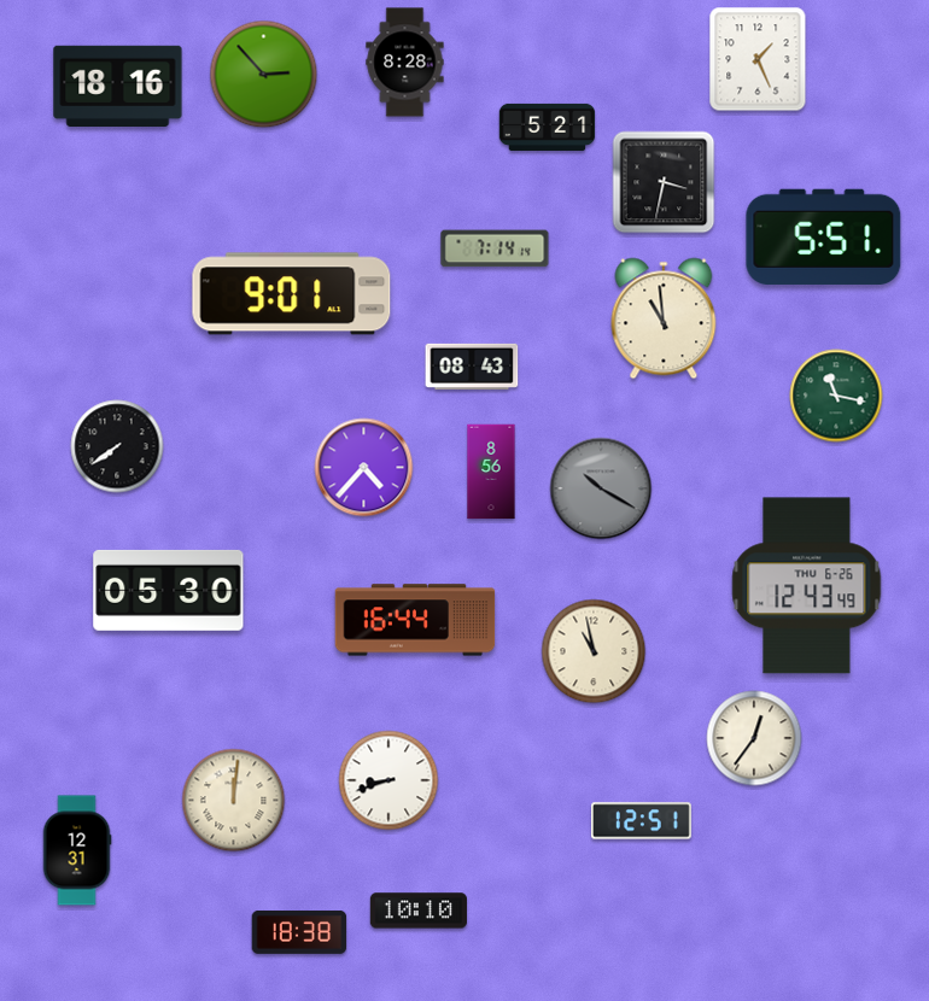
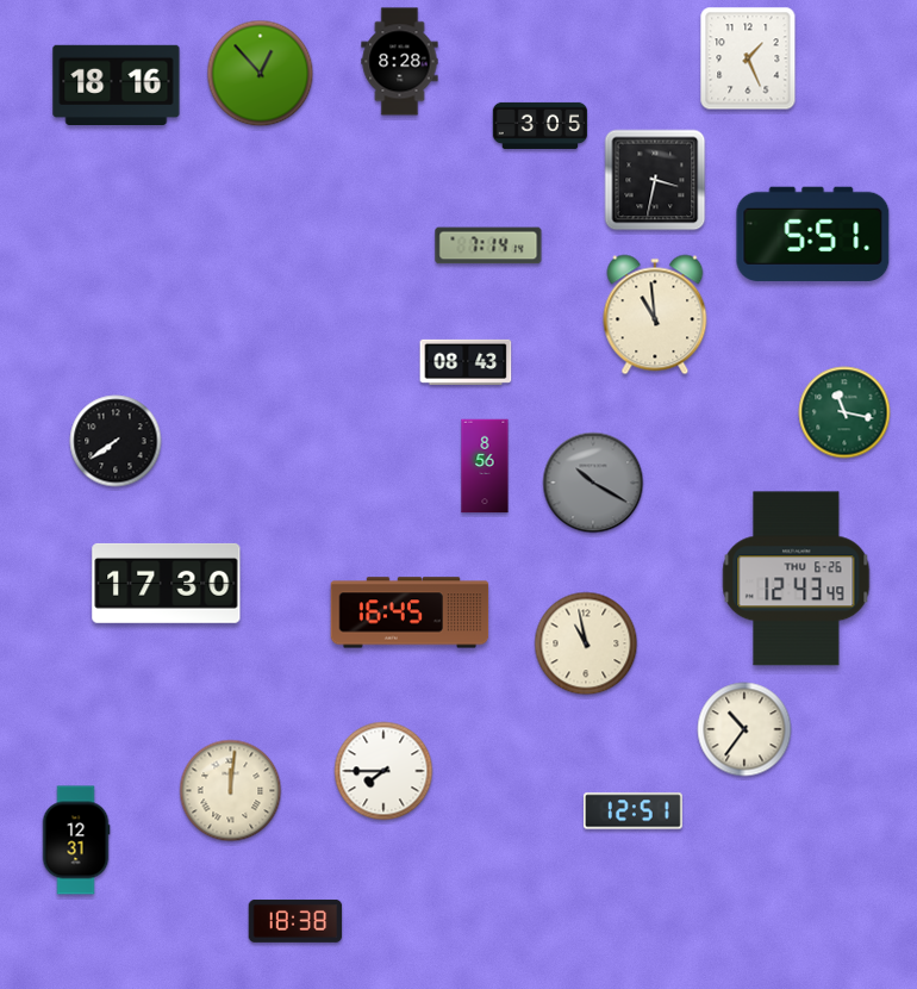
clock at (264, 75): 2:53 -> 12:53
clock at (548, 127): 5:21 -> 3:05
clock at (292, 294): 9:01 -> none
clock at (836, 396) position: (836, 396) -> (844, 412)
clock at (364, 468): 4:37 -> none
clock at (169, 590): 05:30 -> 17:30
clock at (415, 620): 16:44 -> 16:45
clock at (754, 738): 12:36 -> 10:36
clock at (388, 780): 8:42 -> 7:45
clock at (419, 911): 10:10 -> none
